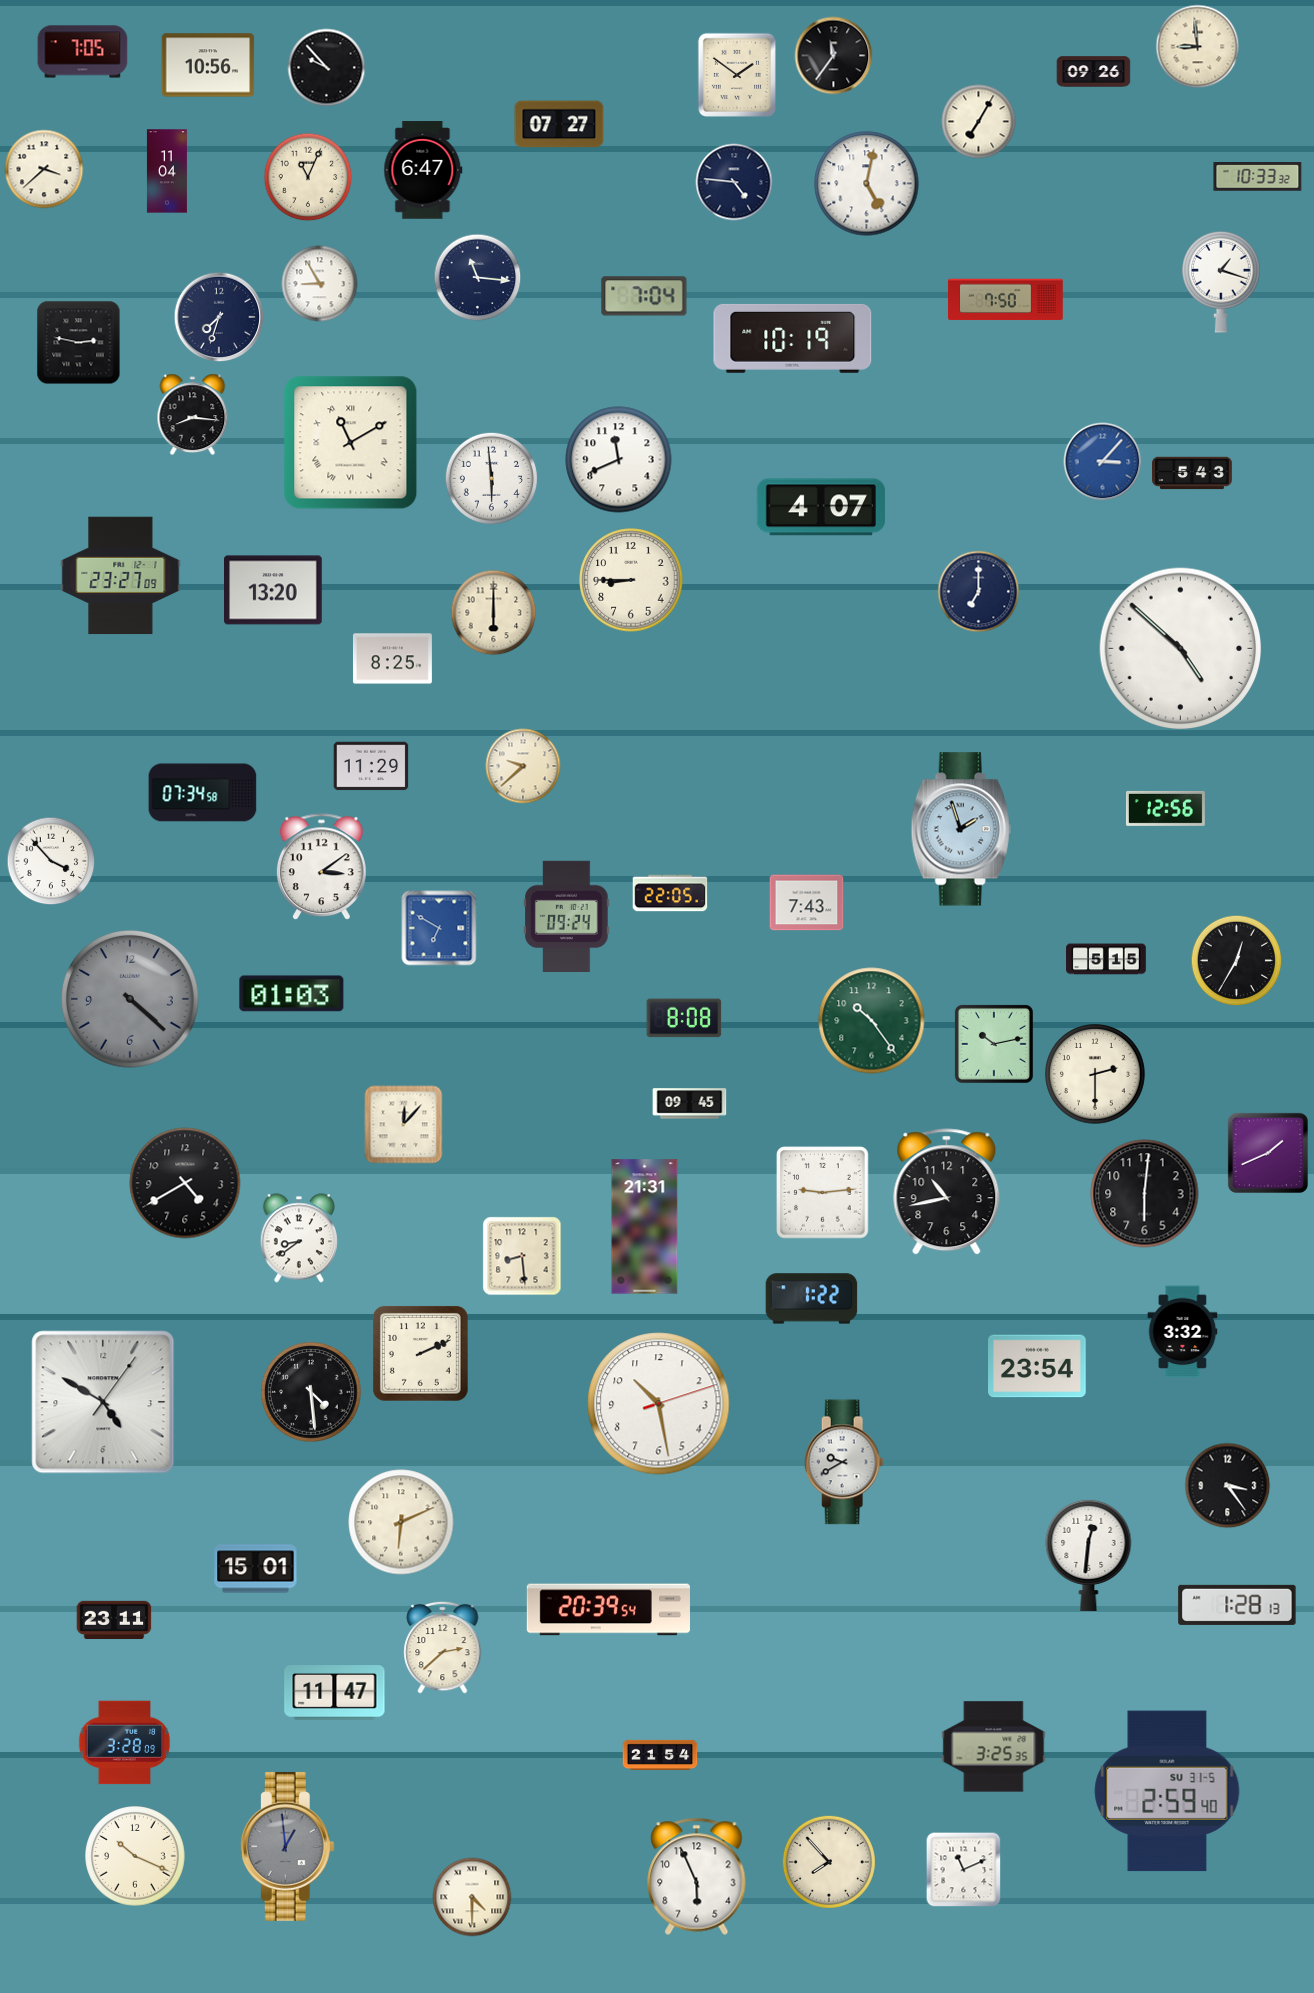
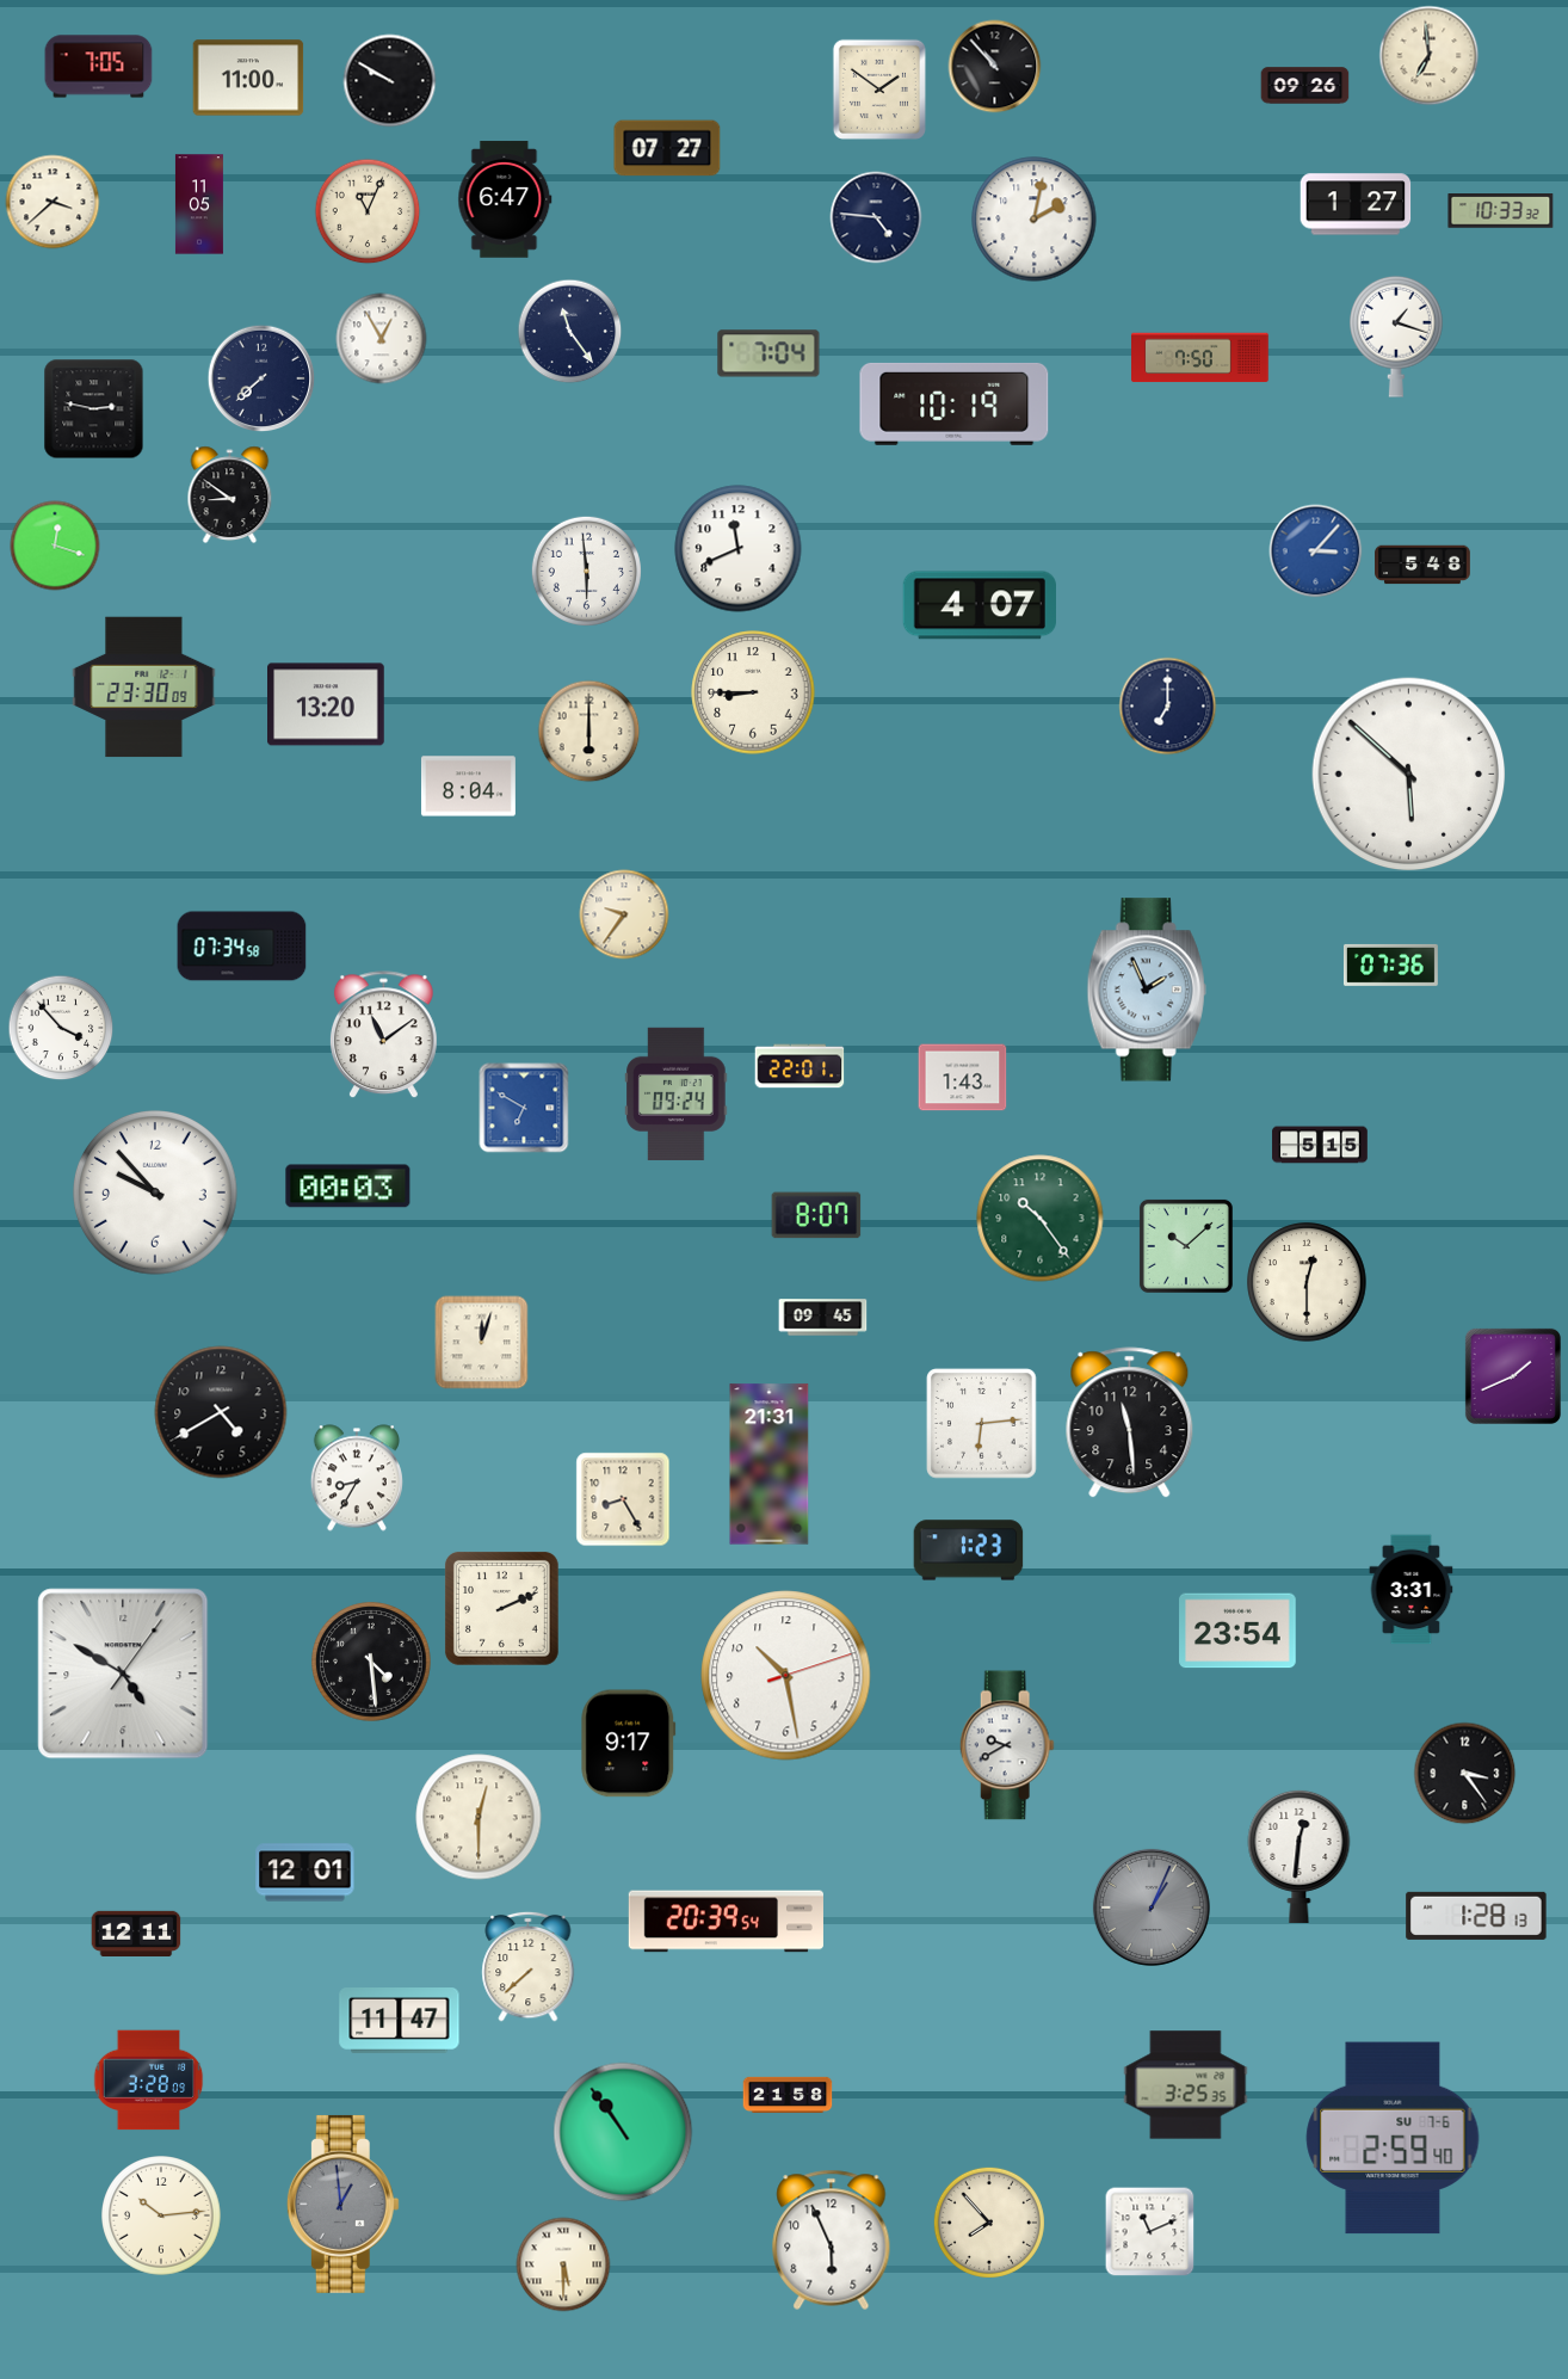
clock at (1198, 47): 8:59 -> 6:59
clock at (83, 52) position: (83, 52) -> (99, 67)
clock at (834, 56): 11:36 -> 10:53
clock at (208, 65): 10:56 -> 11:00
clock at (327, 68): 9:53 -> 9:50
clock at (979, 122): 7:05 -> none
clock at (423, 170) position: (423, 170) -> (505, 199)
clock at (167, 171): 11:04 -> 11:05
clock at (1356, 204): none -> 1:27
clock at (867, 184): 5:02 -> 2:02
clock at (478, 278): 11:16 -> 11:24
clock at (1221, 282) position: (1221, 282) -> (1396, 337)
clock at (320, 284): 8:55 -> 12:55
clock at (219, 317): 7:33 -> 7:38
clock at (793, 338) position: (793, 338) -> (955, 403)
clock at (193, 415): 8:16 -> 8:51
clock at (351, 443): 11:10 -> none
clock at (55, 546): none -> 12:18
clock at (1192, 473): 5:43 -> 5:48
clock at (121, 576): 23:27 -> 23:30
clock at (1181, 649): 4:52 -> 5:52
clock at (392, 659): 8:25 -> 8:04
clock at (371, 766): 11:29 -> none
clock at (523, 766): 9:38 -> 9:36
clock at (1165, 808): 12:56 -> 07:36
clock at (961, 829): 1:57 -> 1:56
clock at (321, 867): 3:09 -> 11:09
clock at (670, 893): 22:05 -> 22:01
clock at (807, 903): 7:43 -> 1:43
clock at (1237, 961): 12:35 -> none
clock at (292, 994): 01:03 -> 00:03
clock at (131, 1000): 4:22 -> 9:53
clock at (131, 1000) dial: grey -> white
clock at (684, 1018): 8:08 -> 8:07
clock at (994, 1044): 10:13 -> 10:08
clock at (1095, 1074): 2:30 -> 12:30
clock at (404, 1125): 12:07 -> 12:03
clock at (947, 1192): 10:43 -> 11:29
clock at (823, 1193): 9:14 -> 6:14
clock at (1145, 1194): 6:01 -> none
clock at (299, 1238): 8:39 -> 8:35
clock at (522, 1256): 8:29 -> 8:25
clock at (812, 1299): 1:22 -> 1:23
clock at (1183, 1332): 3:32 -> 3:31
clock at (420, 1353) position: (420, 1353) -> (501, 1608)
clock at (629, 1744): none -> 9:17
clock at (401, 1522): 6:11 -> 12:30
clock at (256, 1569): 15:01 -> 12:01
clock at (1152, 1907): none -> 1:04
clock at (114, 1619): 23:11 -> 12:11
clock at (443, 1647): 2:38 -> 7:38
clock at (660, 1755): 21:54 -> 21:58
clock at (623, 2132): none -> 10:54
clock at (1167, 1791) date: SU 31-5 -> SU 7-6
clock at (135, 1856): 10:19 -> 10:14
clock at (472, 1897): 4:30 -> 5:30
